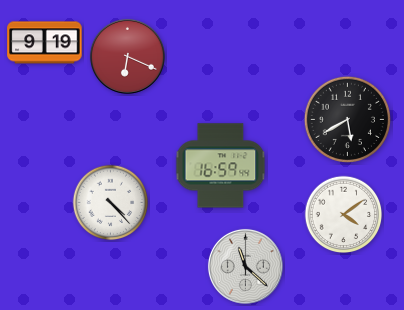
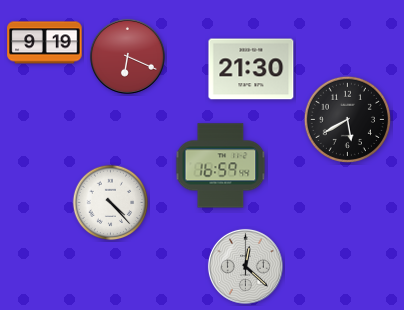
clock at (251, 69): none -> 21:30
clock at (344, 215): 4:09 -> none
clock at (245, 266): 11:22 -> 12:22
